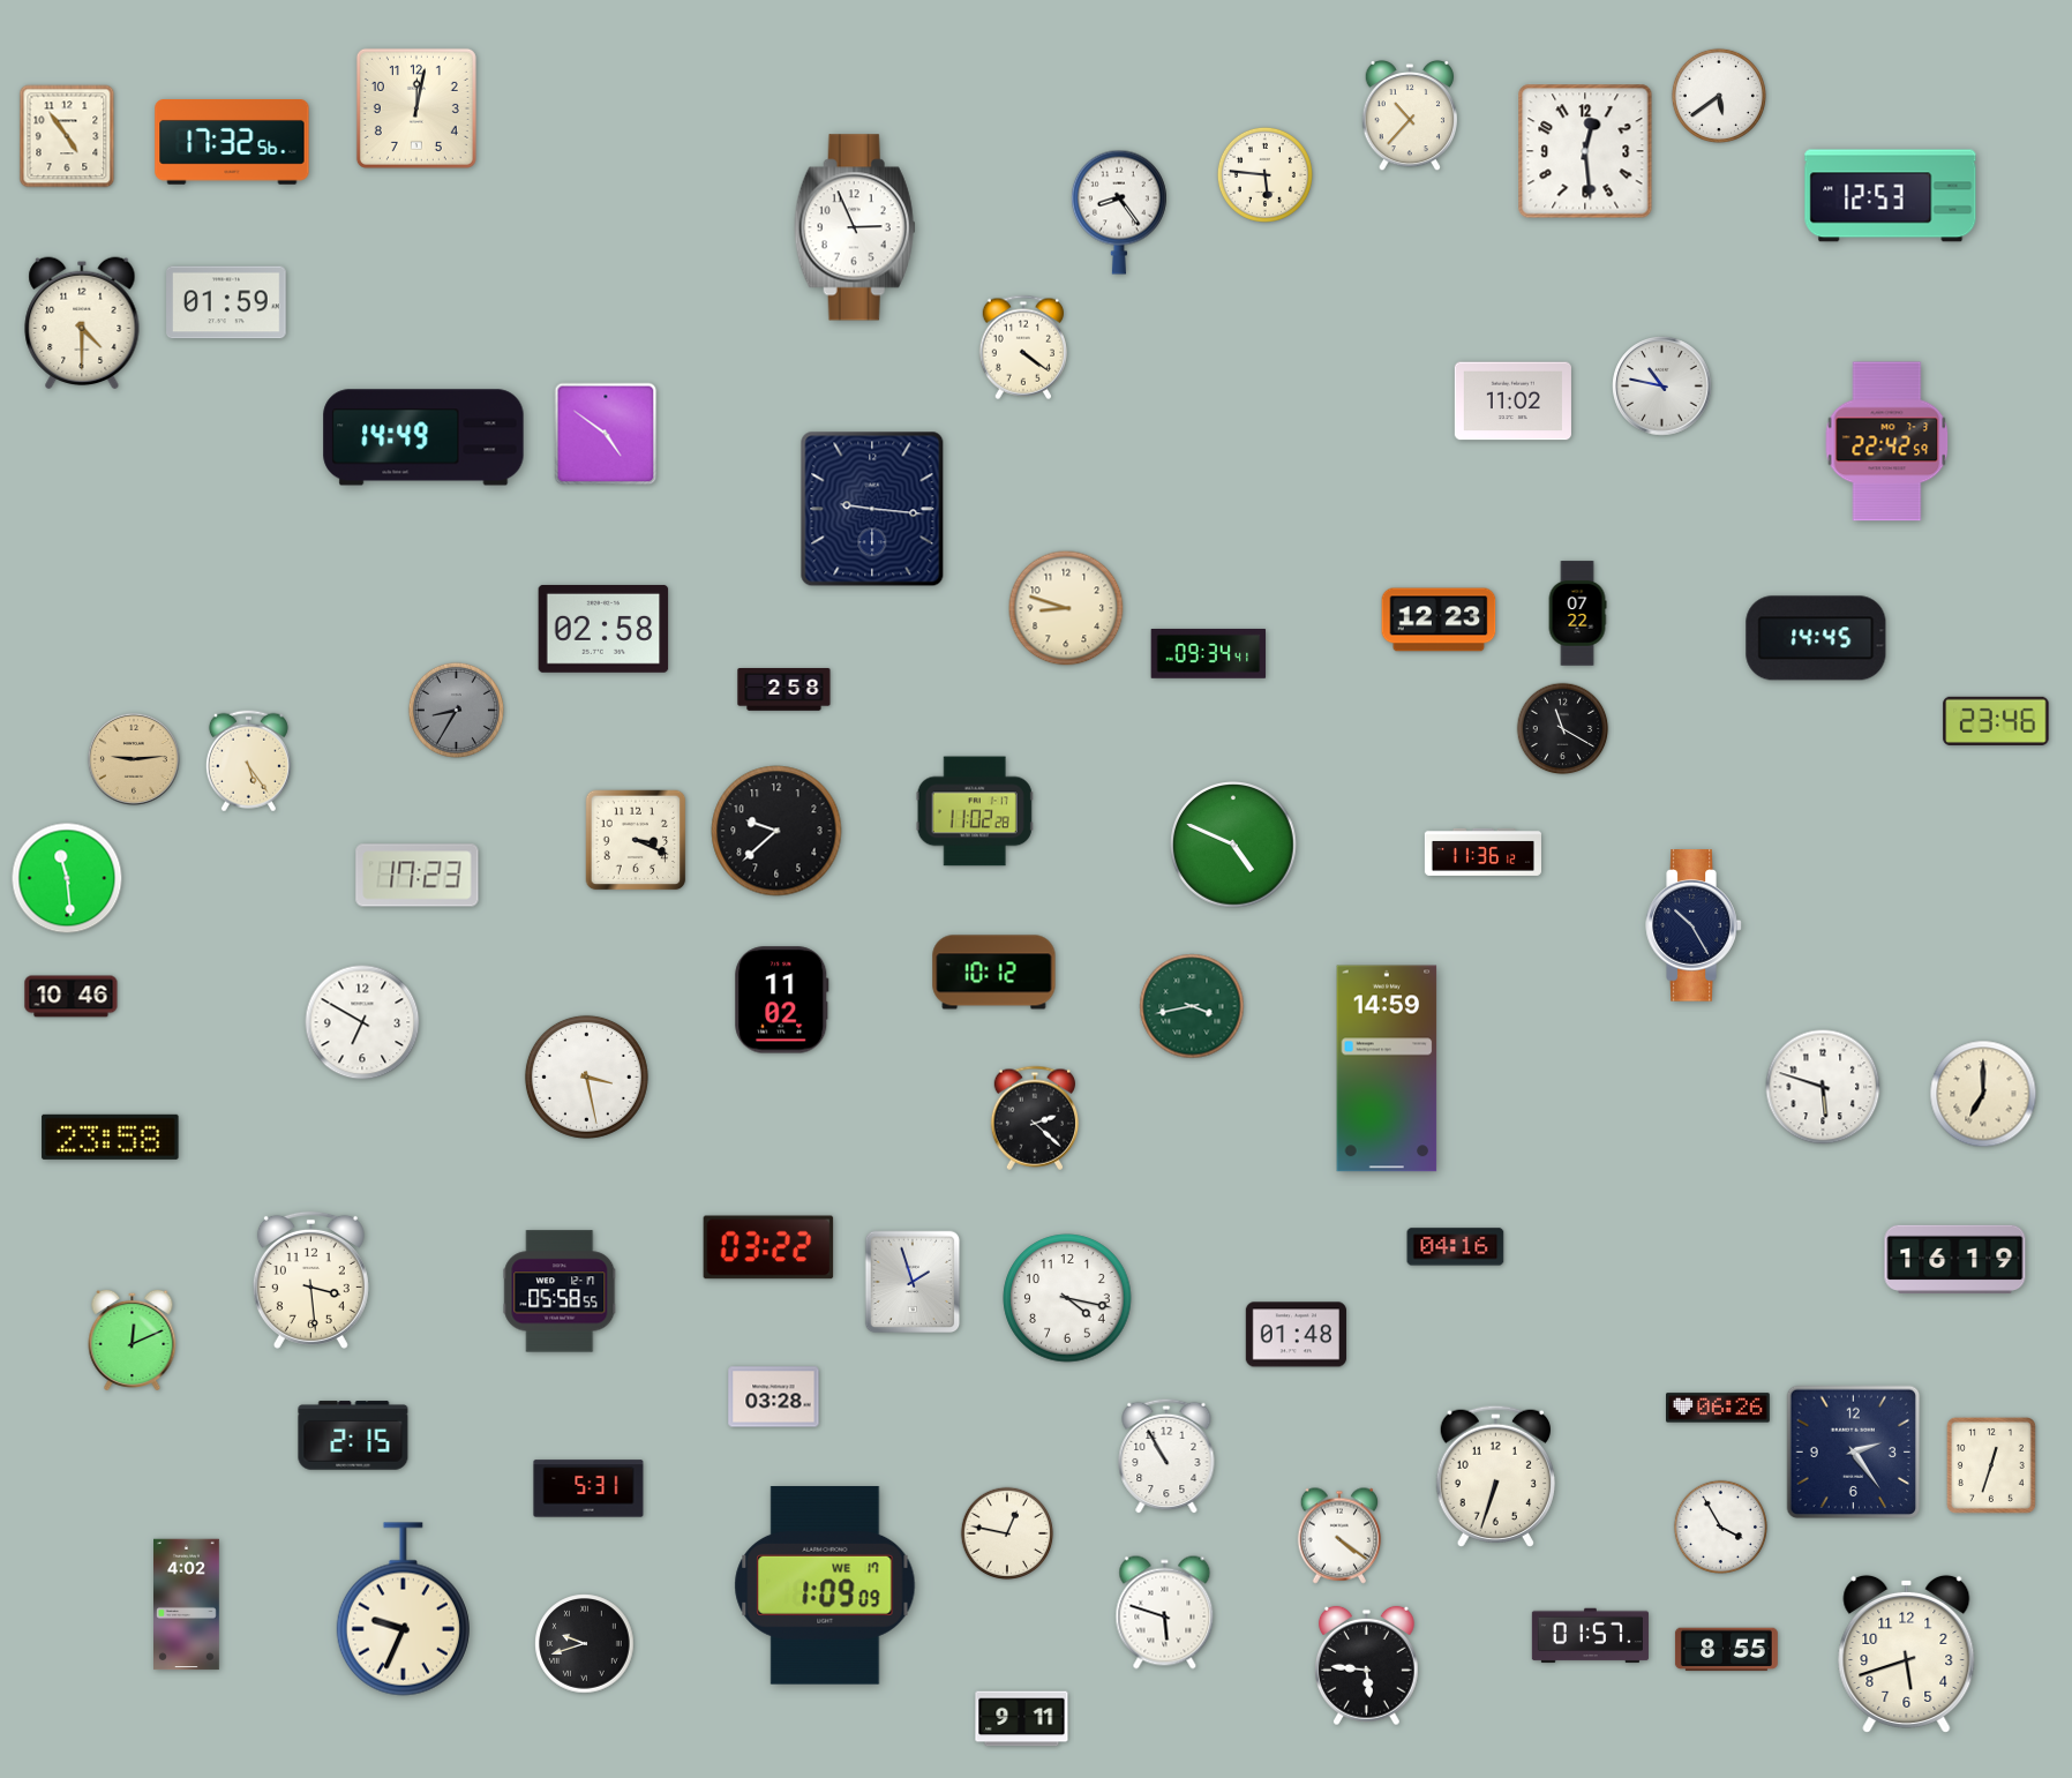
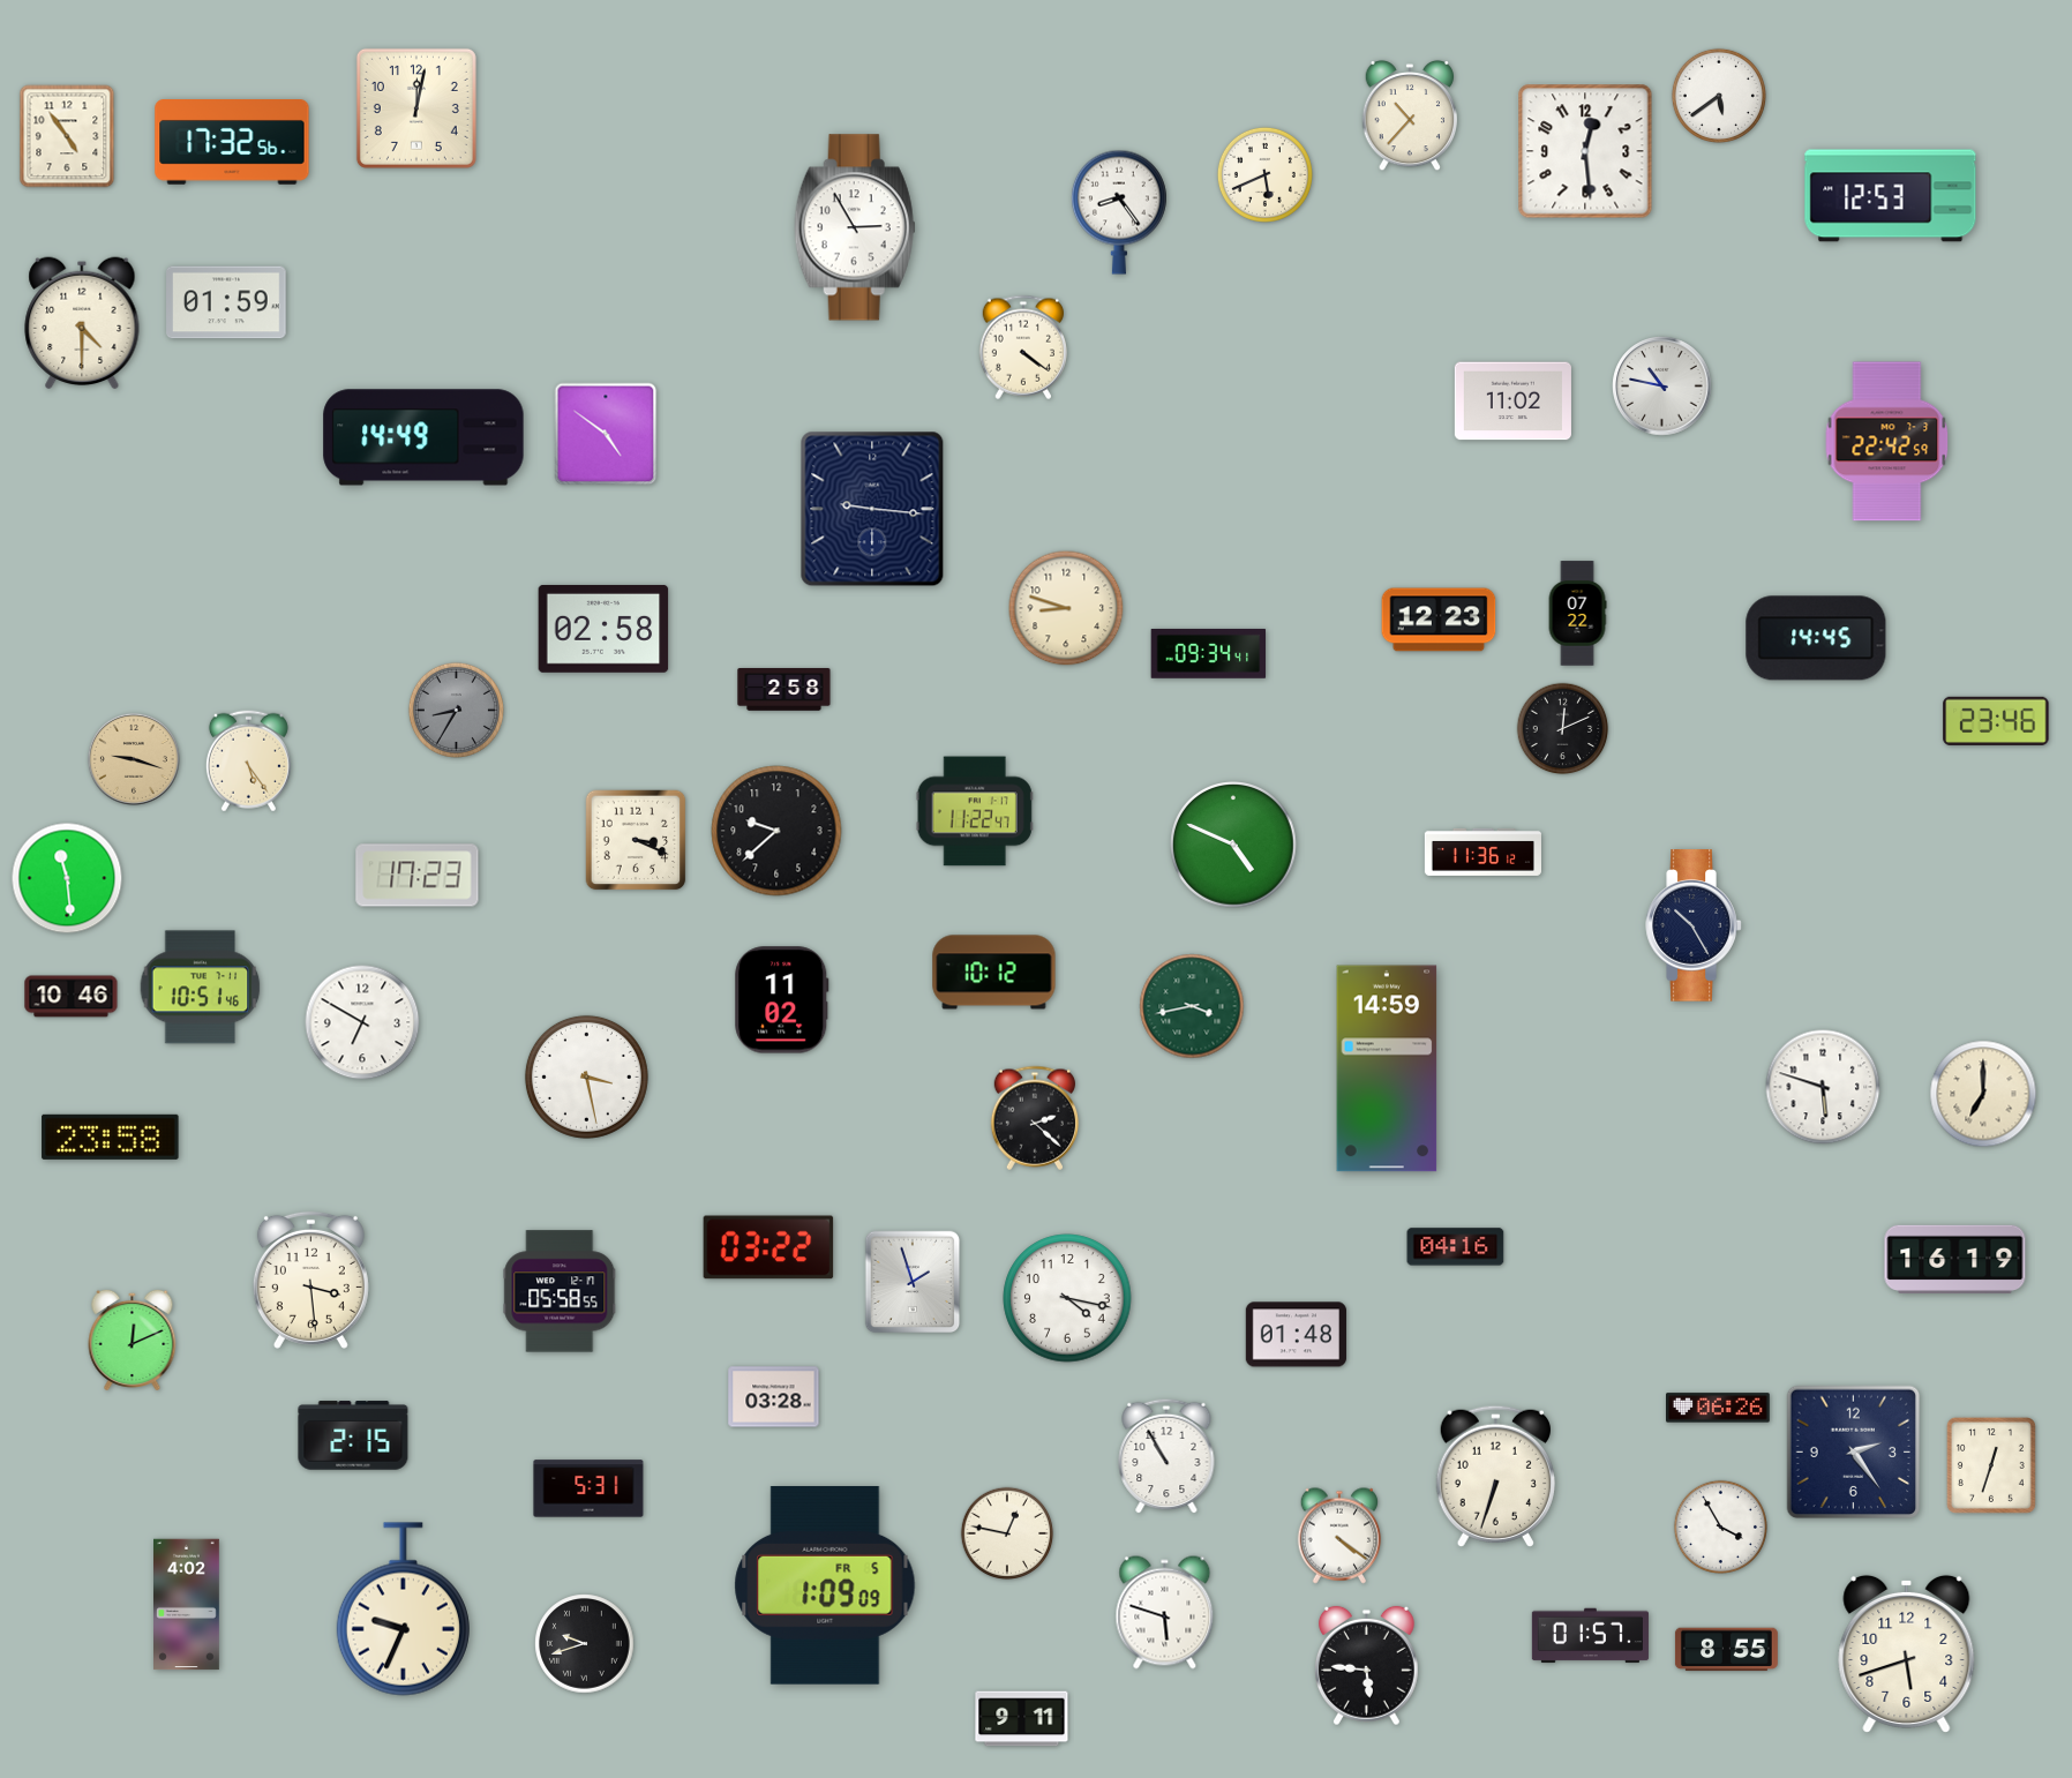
clock at (1264, 174): 5:46 -> 5:41
clock at (855, 227): 2:56 -> 2:55
clock at (1563, 729): 11:20 -> 12:11
clock at (134, 759): 9:14 -> 9:18
clock at (975, 811): 11:02 -> 11:22
clock at (201, 988): none -> 10:51
clock at (825, 1585) date: WE 17 -> FR 5
